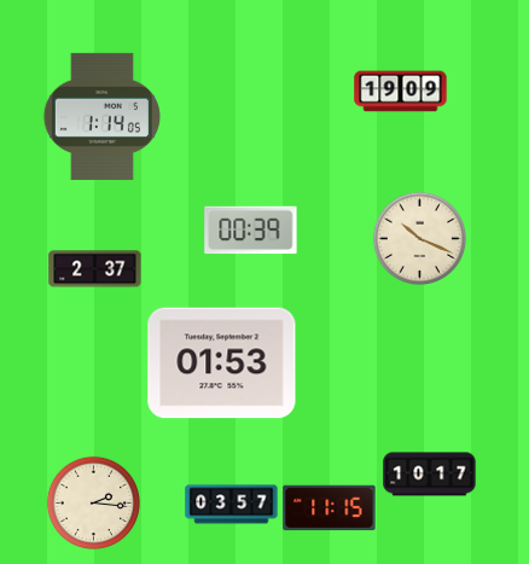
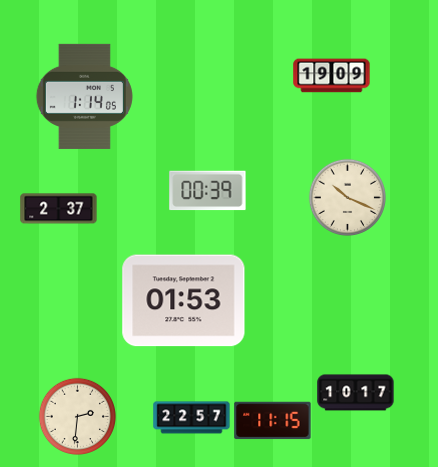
clock at (95, 269) position: (95, 269) -> (59, 209)
clock at (93, 502): 2:16 -> 2:31
clock at (232, 505): 03:57 -> 22:57
